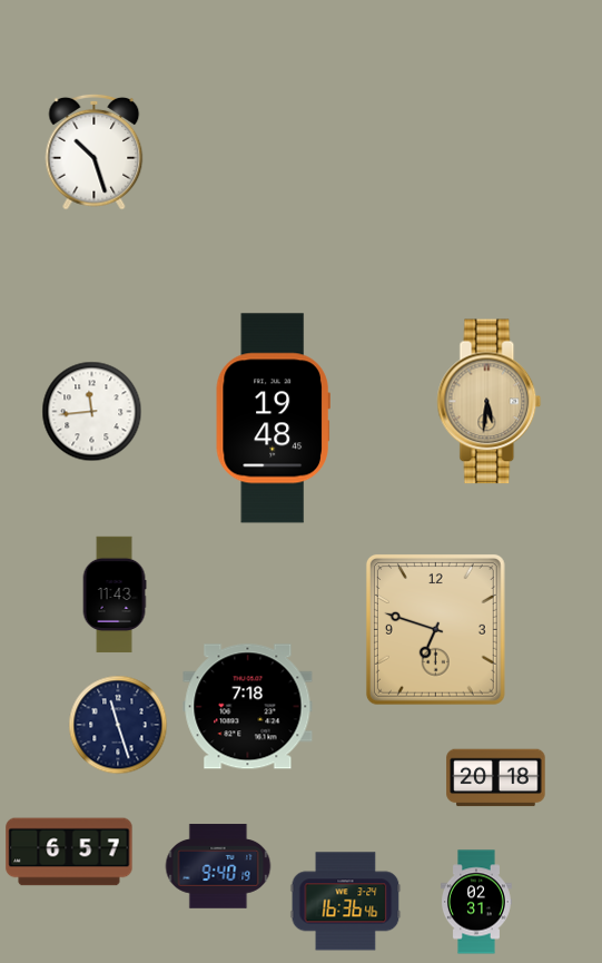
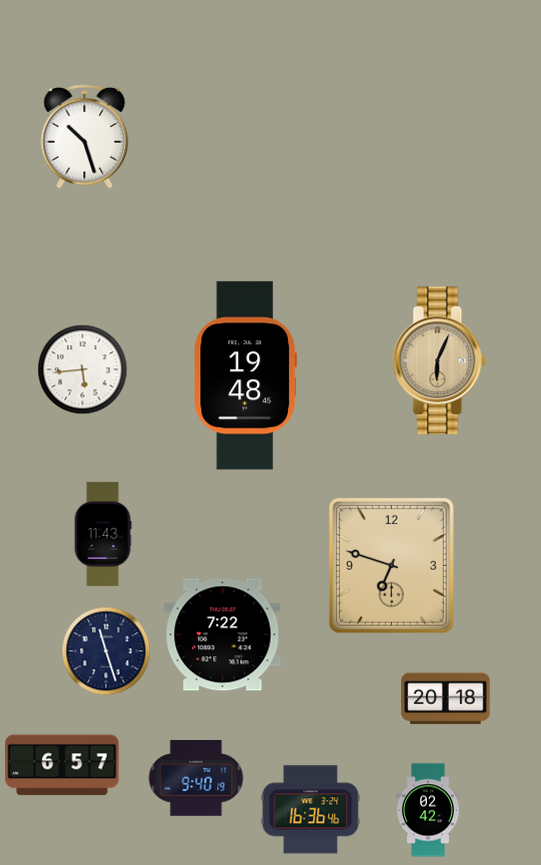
clock at (490, 402): 5:31 -> 6:04
clock at (92, 412): 11:44 -> 5:44
clock at (248, 707): 7:18 -> 7:22
clock at (477, 902): 02:31 -> 02:42
